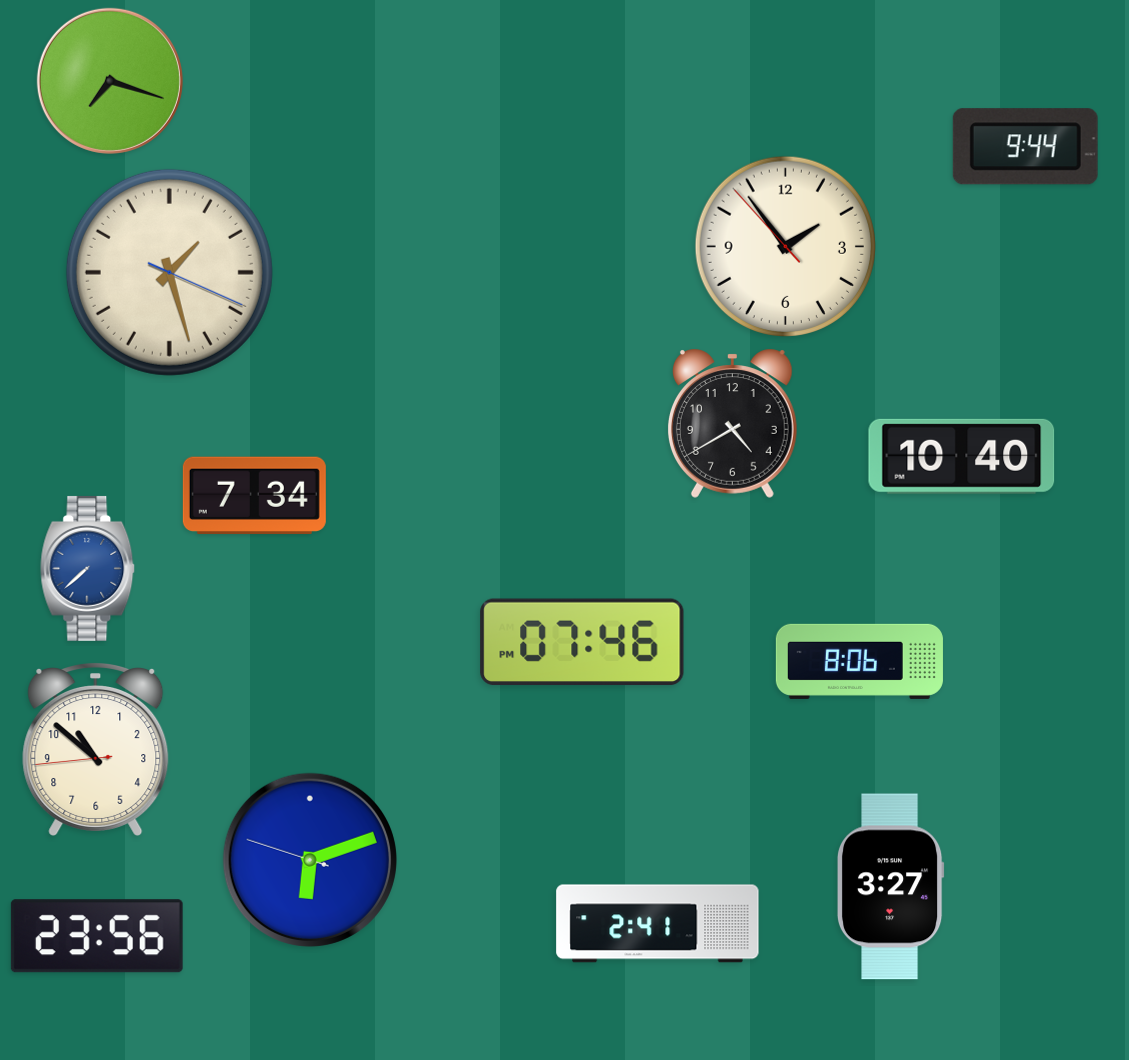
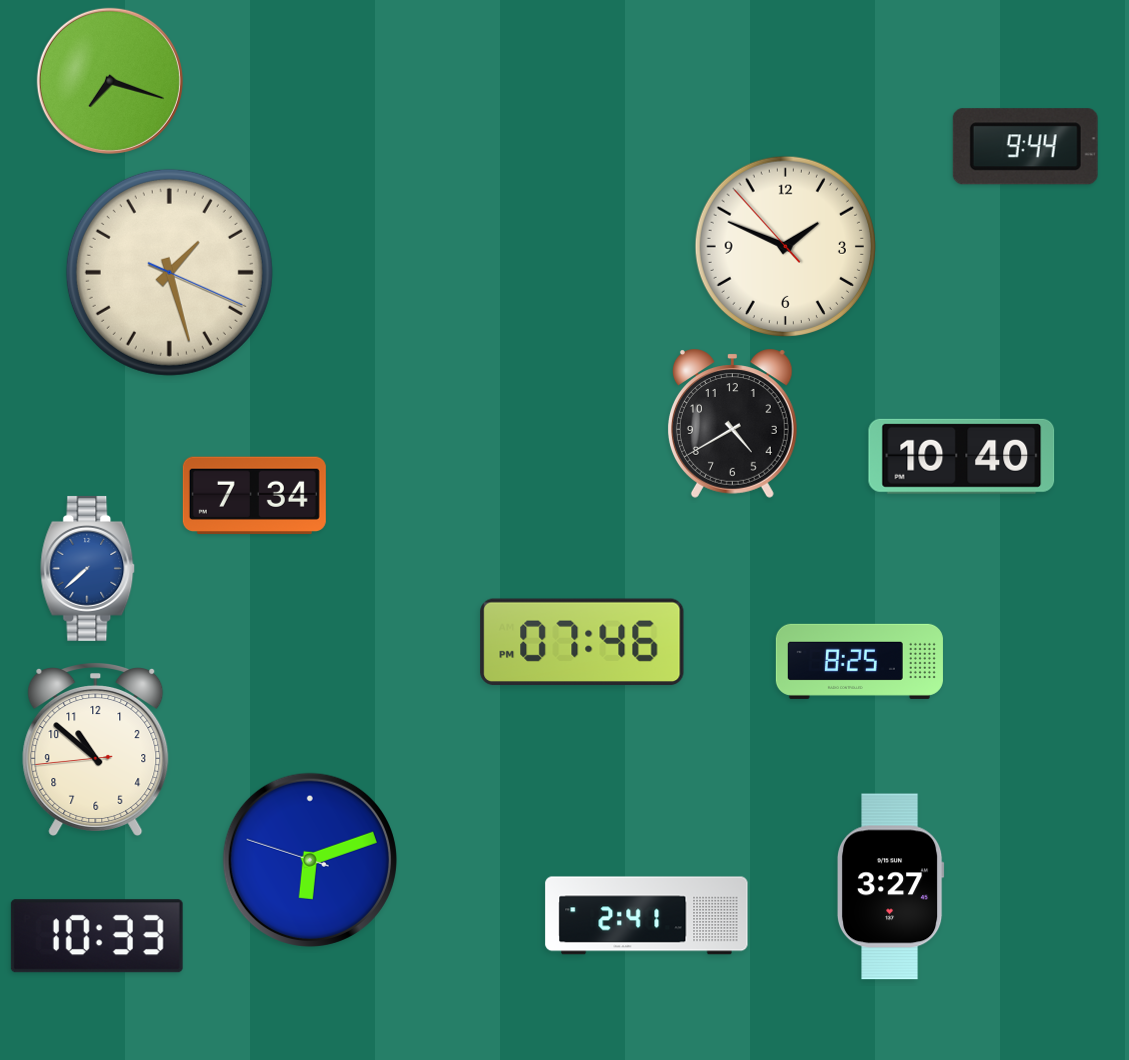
clock at (785, 246): 1:53 -> 1:48
clock at (859, 661): 8:06 -> 8:25
clock at (658, 924) position: (658, 924) -> (647, 916)
clock at (97, 936): 23:56 -> 10:33
